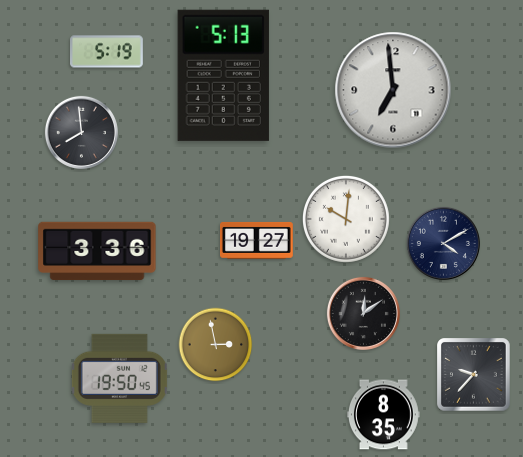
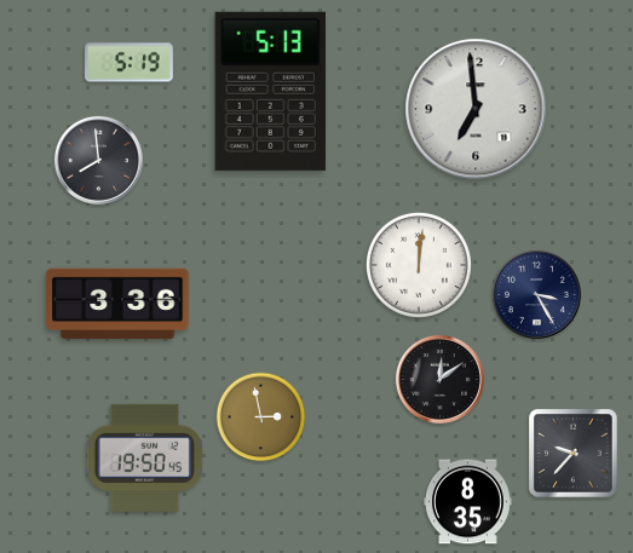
clock at (346, 219): 10:01 -> 12:01
clock at (257, 240): 19:27 -> none
clock at (443, 243): 4:10 -> 3:25
clock at (383, 415) position: (383, 415) -> (467, 502)
